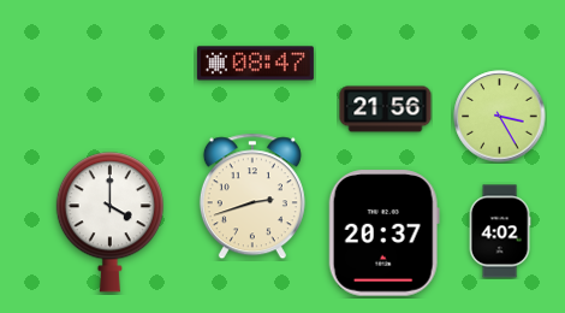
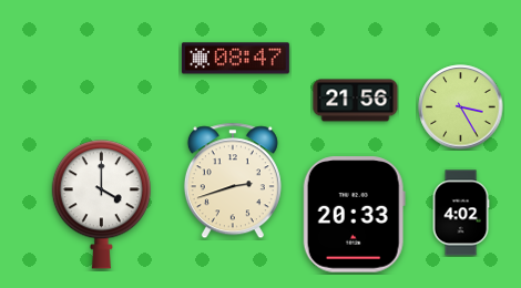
clock at (383, 234): 20:37 -> 20:33
